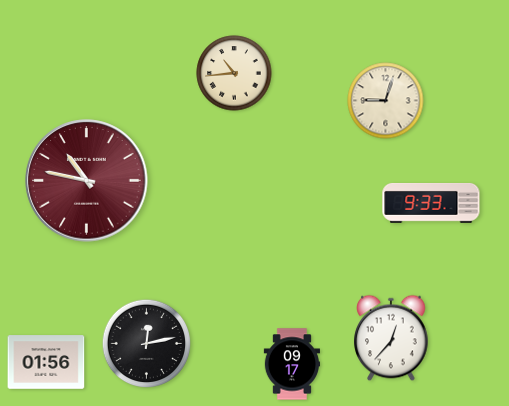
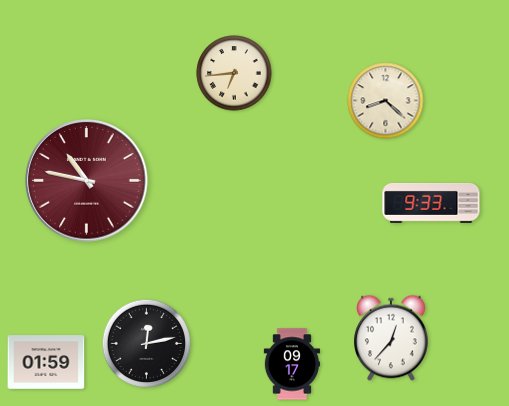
clock at (234, 73): 10:44 -> 6:44
clock at (386, 101): 9:03 -> 8:22
clock at (46, 362): 01:56 -> 01:59
